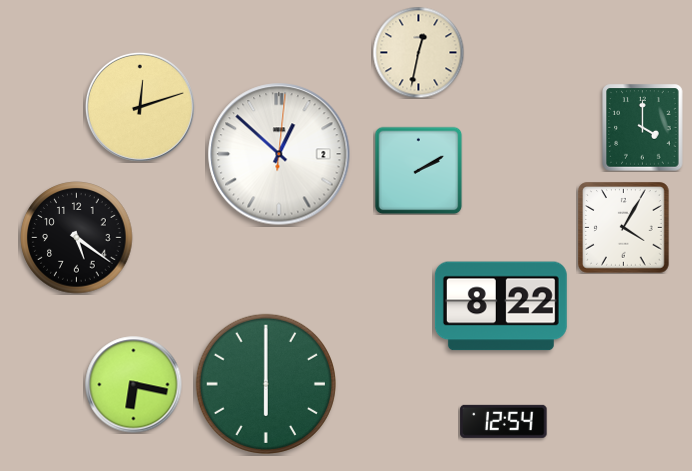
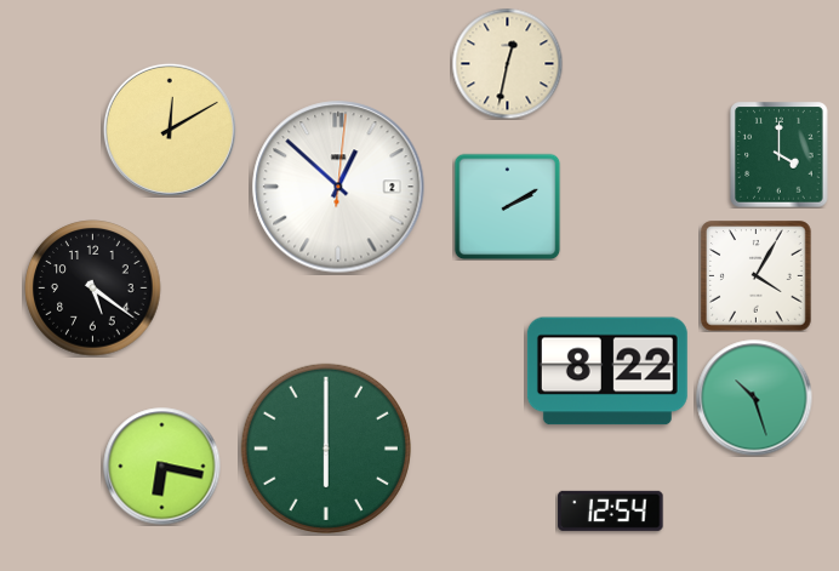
clock at (140, 107): 12:12 -> 12:10
clock at (754, 398): none -> 10:27
clock at (266, 384) position: (266, 384) -> (326, 449)
